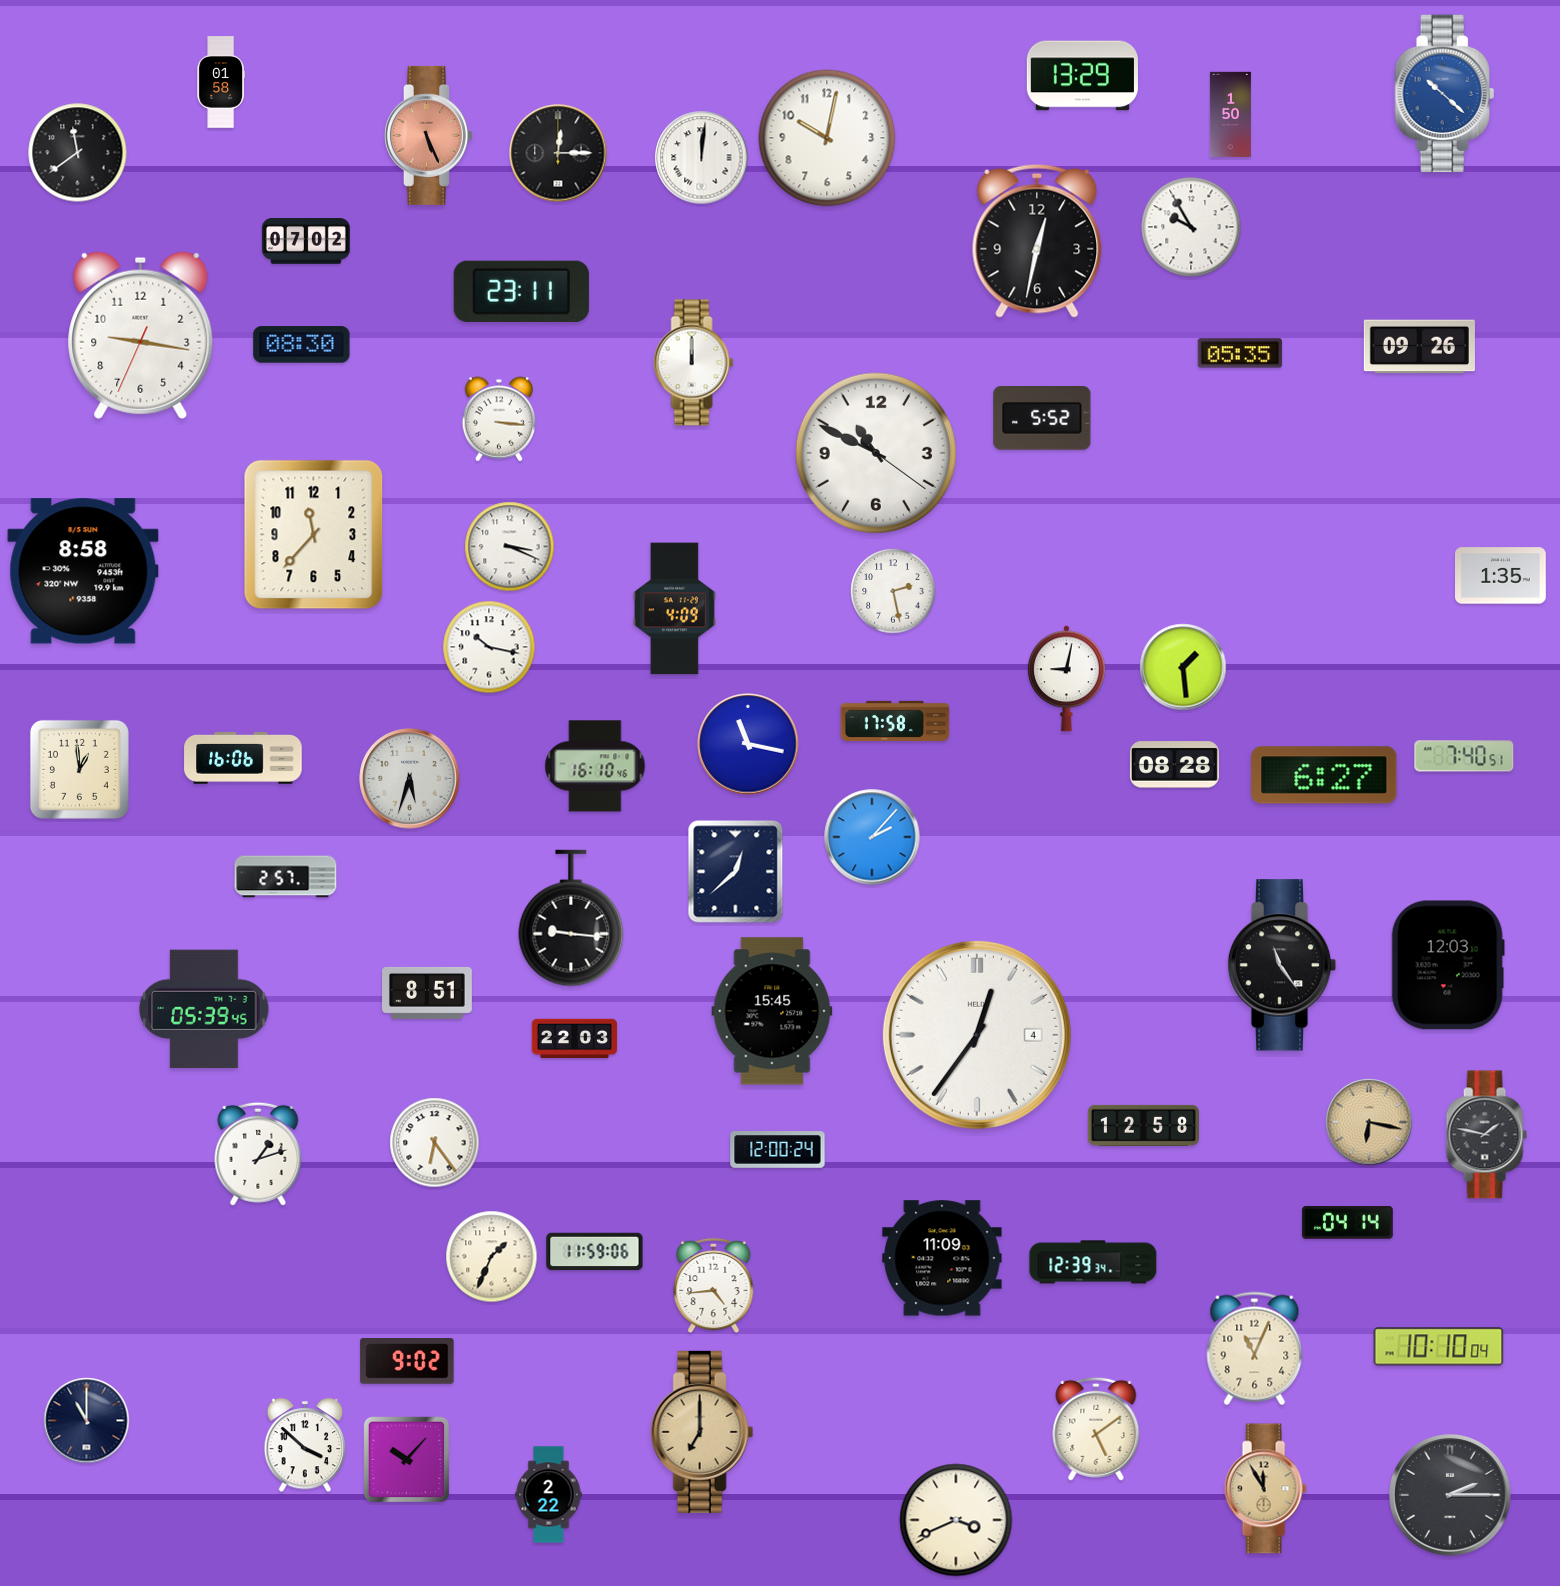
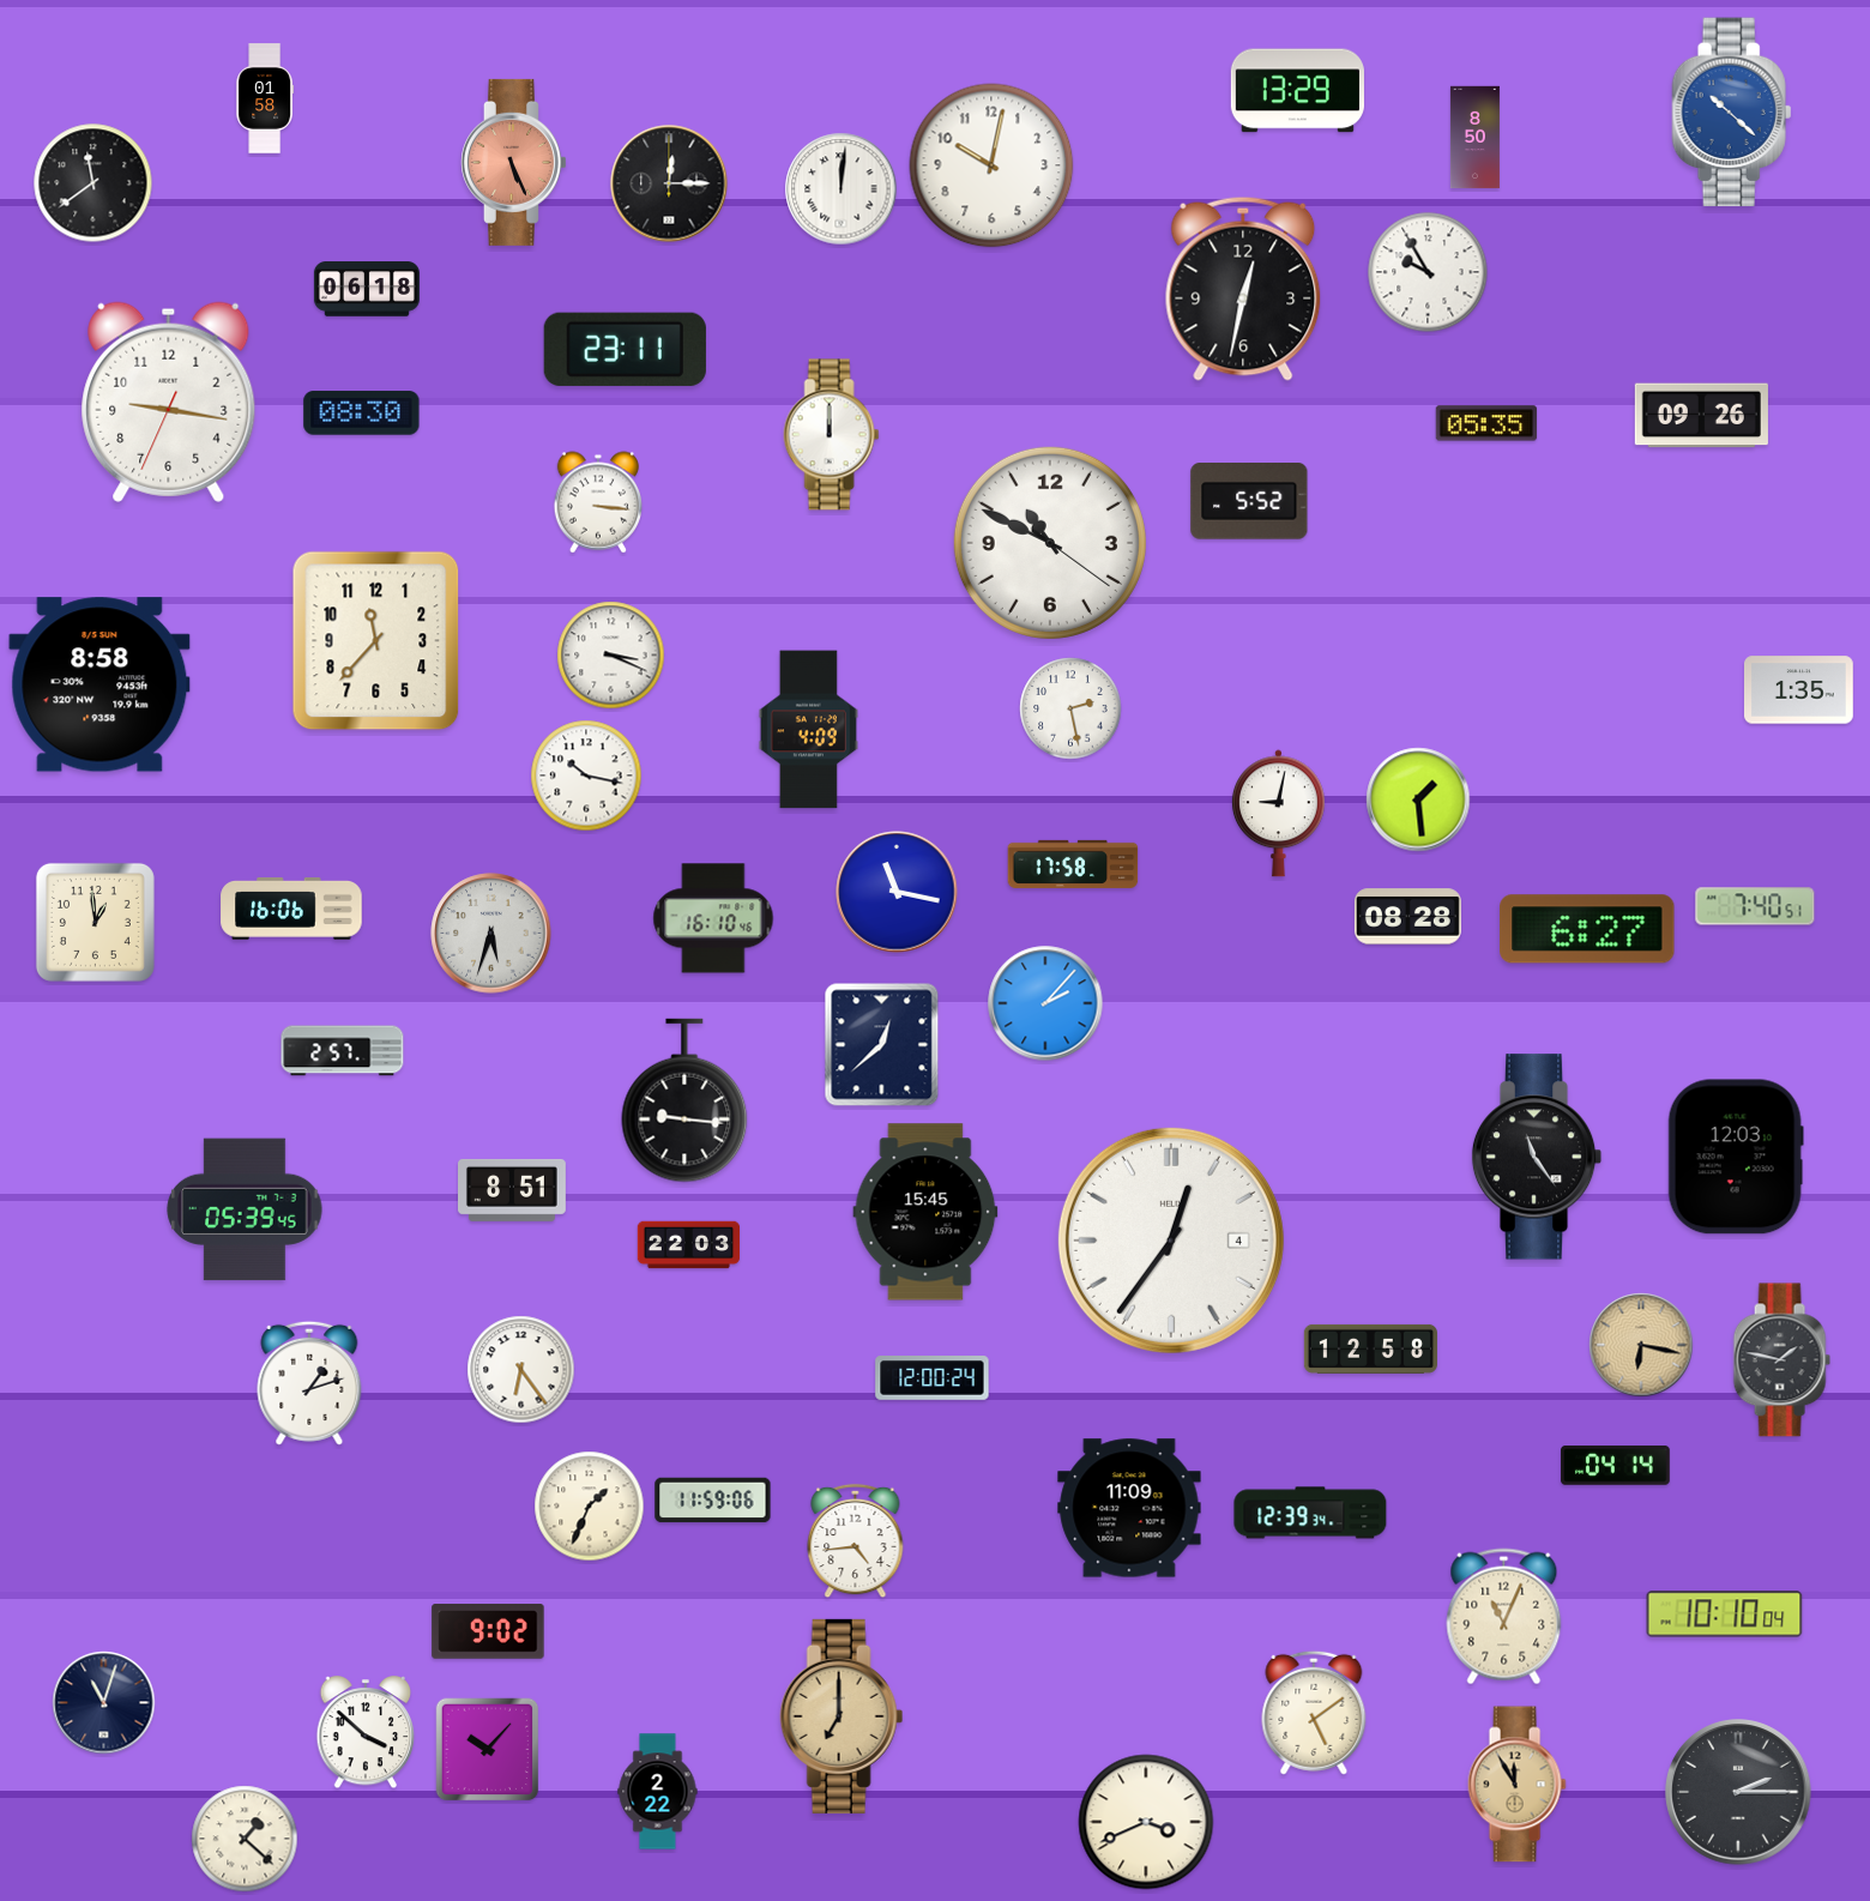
clock at (1230, 115): 1:50 -> 8:50
clock at (306, 241): 07:02 -> 06:18
clock at (87, 1421): 11:00 -> 11:03
clock at (245, 1839): none -> 1:22
